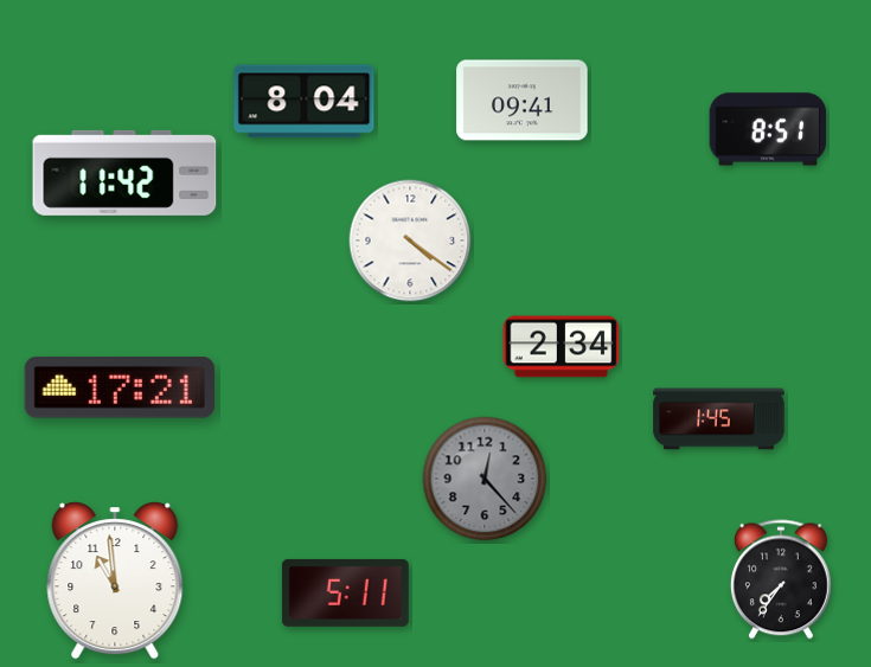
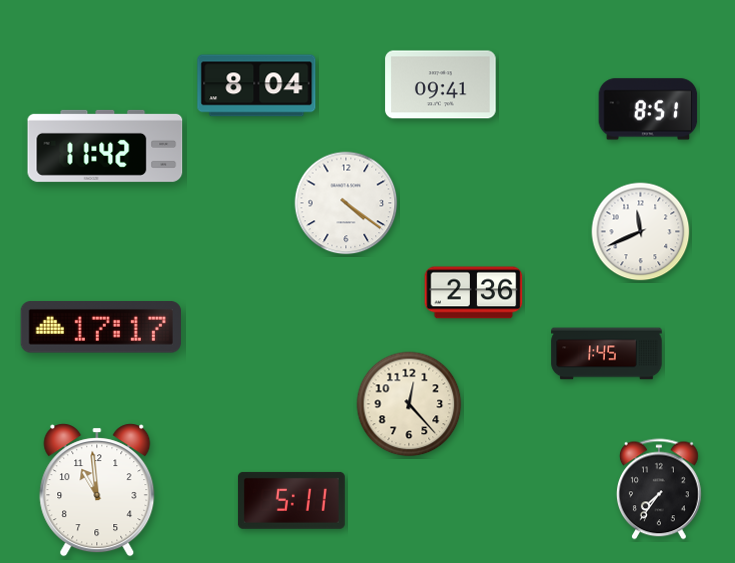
clock at (641, 232): none -> 11:41
clock at (562, 347): 2:34 -> 2:36
clock at (120, 387): 17:21 -> 17:17
clock at (485, 479) dial: grey -> cream
